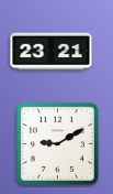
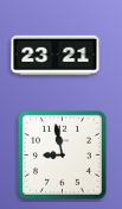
clock at (57, 143): 9:10 -> 8:58
